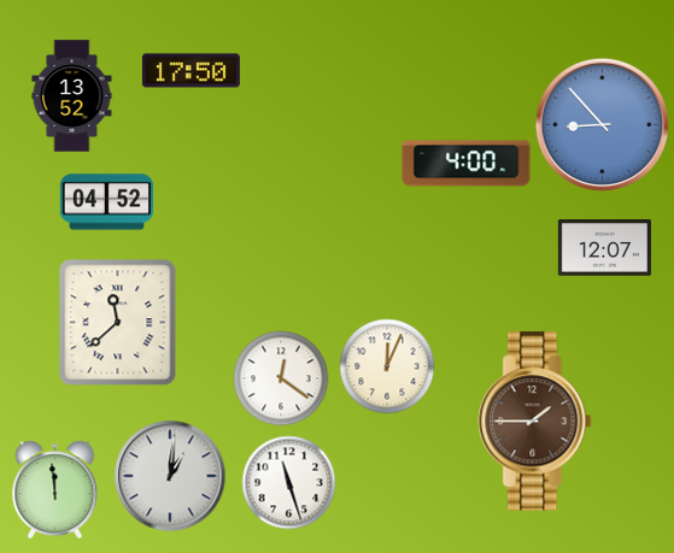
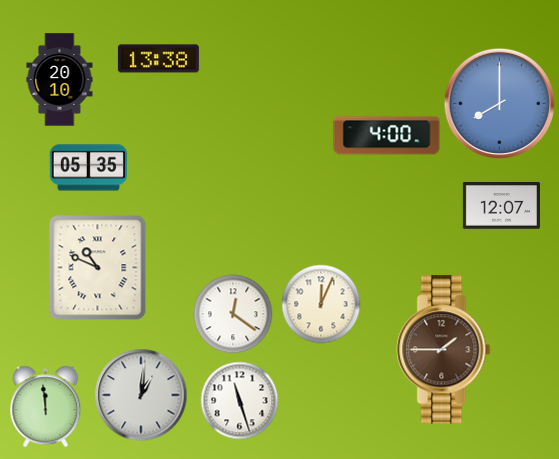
clock at (191, 71): 17:50 -> 13:38
clock at (72, 96): 13:52 -> 20:10
clock at (602, 124): 8:53 -> 8:00
clock at (106, 202): 04:52 -> 05:35
clock at (118, 323): 11:38 -> 10:49
